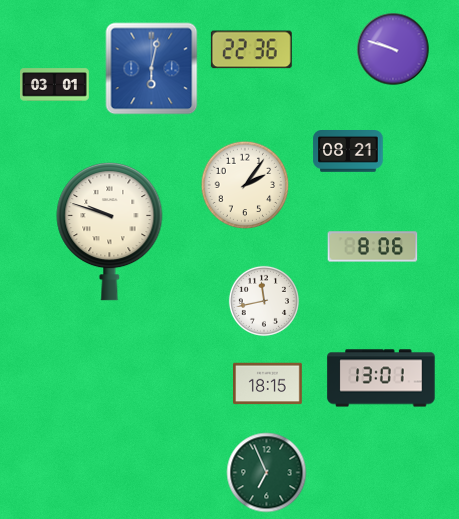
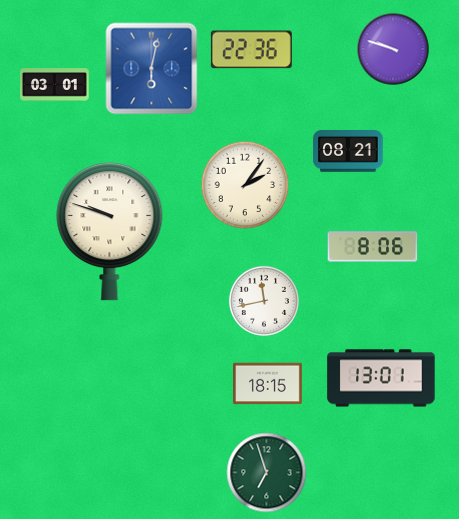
clock at (267, 473): 6:56 -> 6:57
